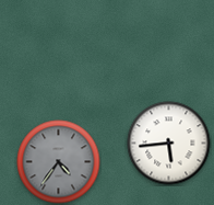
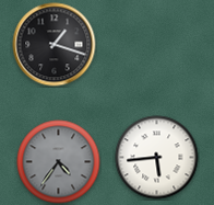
clock at (55, 45): none -> 1:18
clock at (169, 144) position: (169, 144) -> (157, 158)
